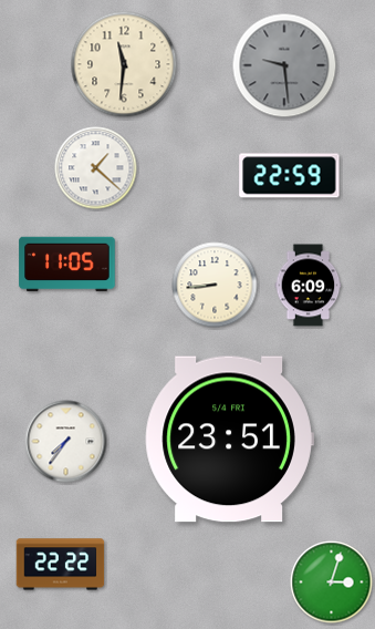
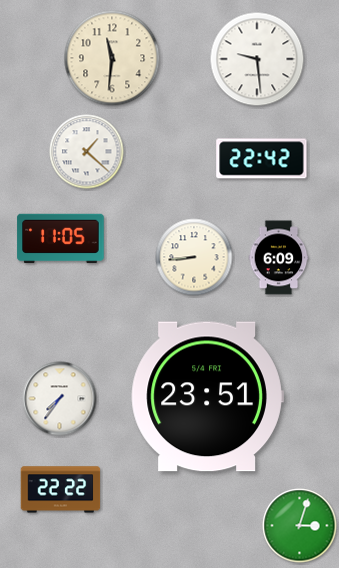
clock at (284, 65) dial: grey -> white
clock at (290, 176): 22:59 -> 22:42
clock at (61, 565) position: (61, 565) -> (61, 490)
